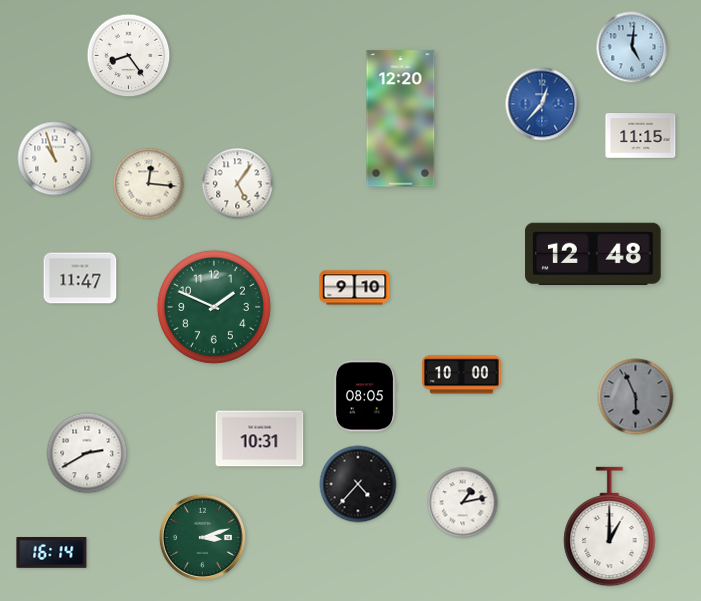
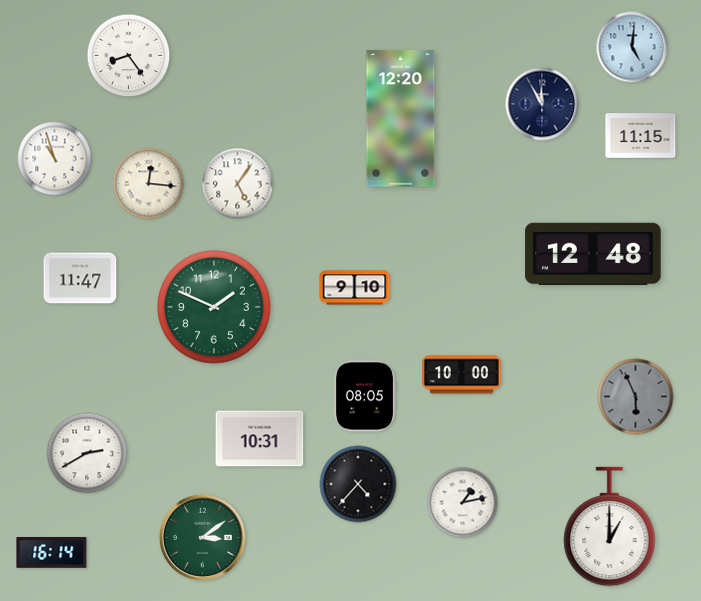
clock at (542, 104): 12:37 -> 11:55
clock at (542, 104) dial: blue -> navy
clock at (202, 537): 3:12 -> 3:09
